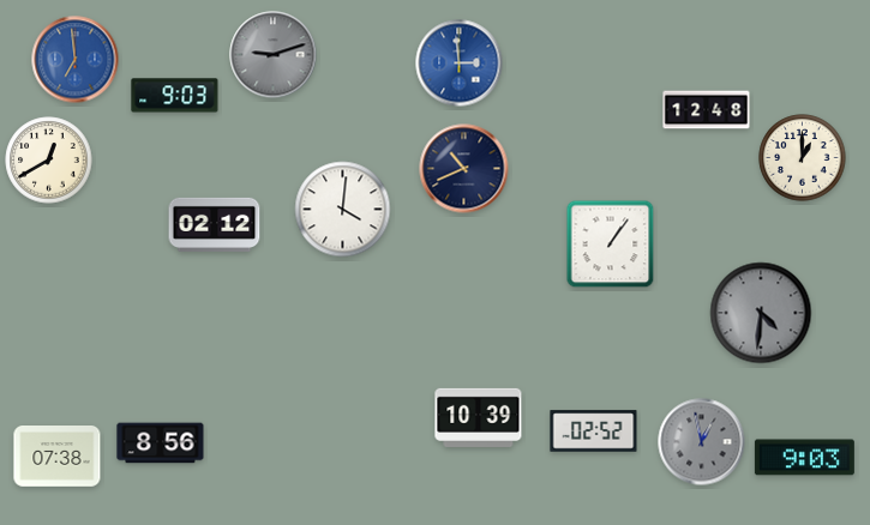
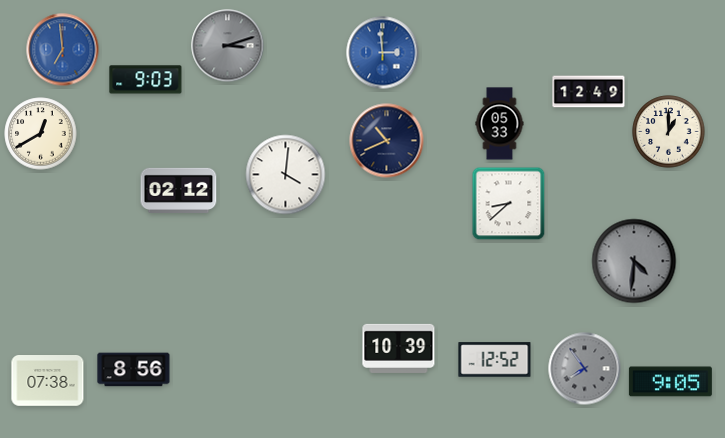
clock at (274, 55): 9:12 -> 3:12
clock at (707, 110): 12:48 -> 12:49
clock at (500, 124): none -> 05:33
clock at (215, 224) position: (215, 224) -> (179, 190)
clock at (611, 245): 1:06 -> 8:38
clock at (594, 432): 02:52 -> 12:52
clock at (702, 442): 12:58 -> 7:54
clock at (804, 458): 9:03 -> 9:05
